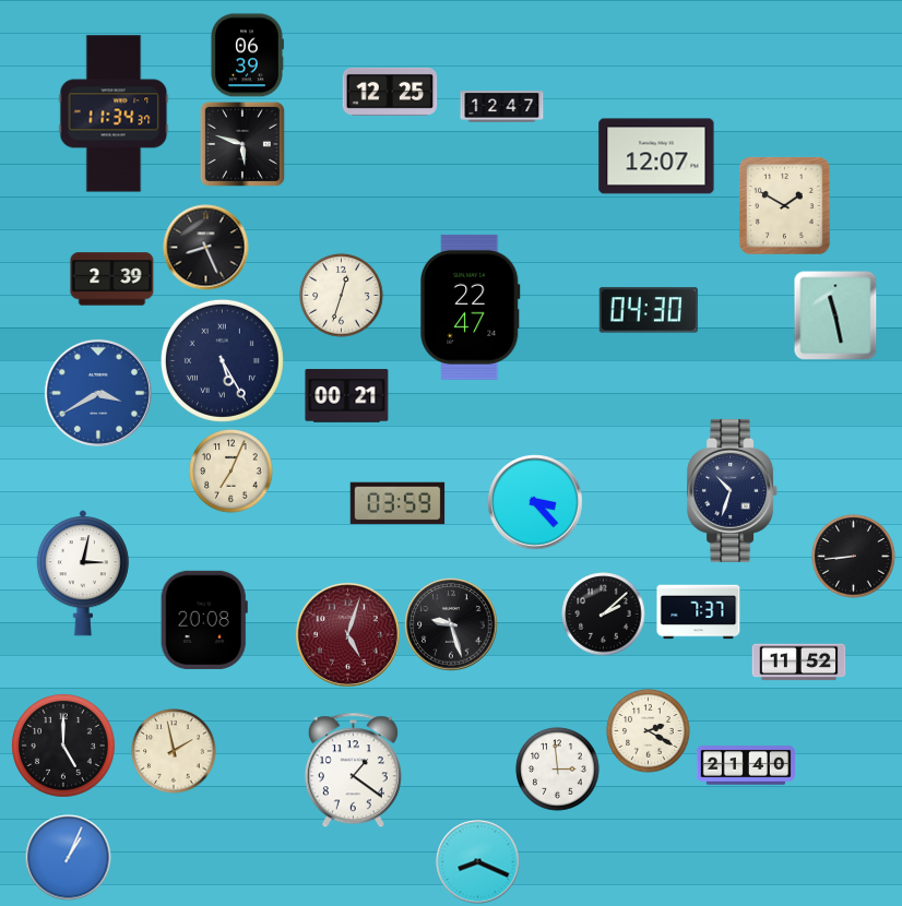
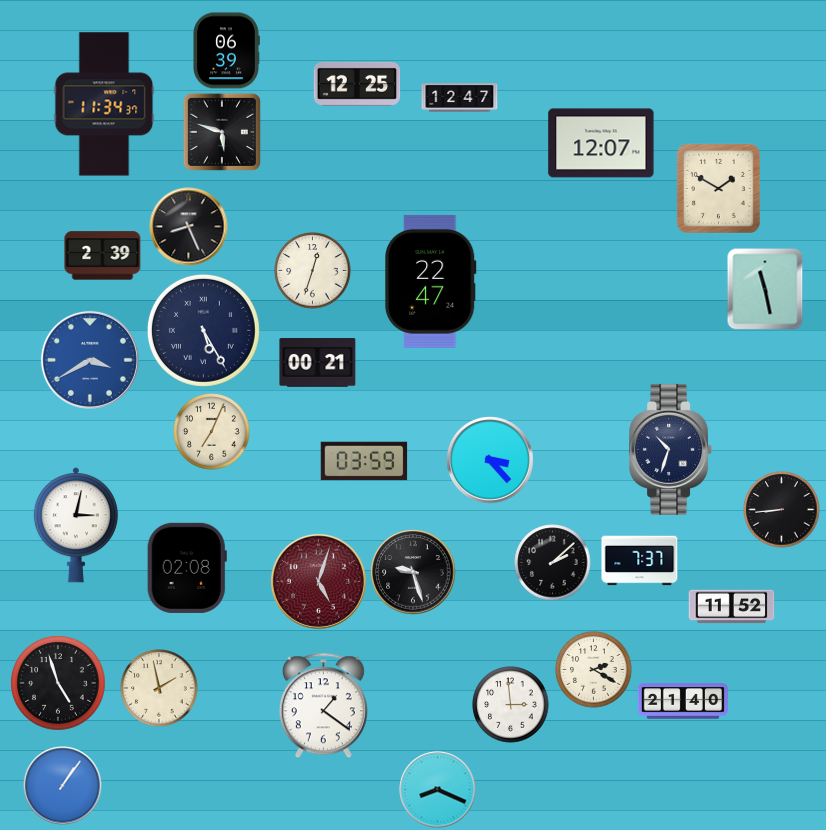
clock at (649, 310): 04:30 -> none
clock at (204, 620): 20:08 -> 02:08
clock at (64, 747): 5:00 -> 4:57
clock at (69, 858): 1:04 -> 1:06
